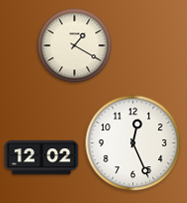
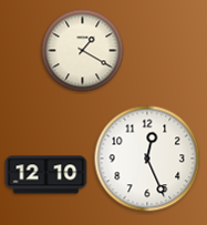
clock at (42, 158): 12:02 -> 12:10
